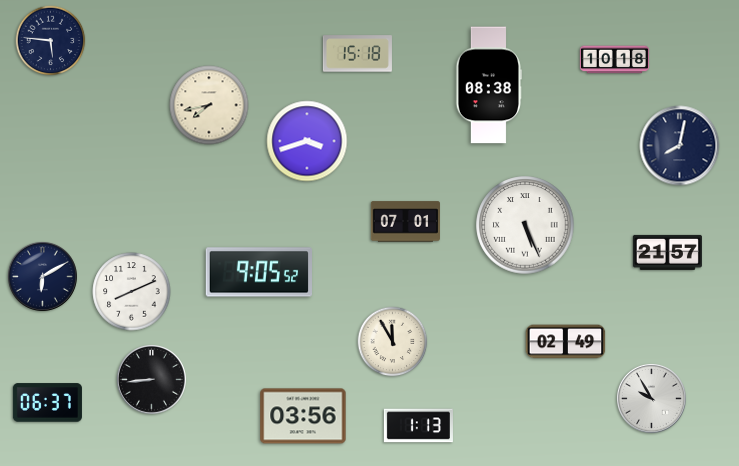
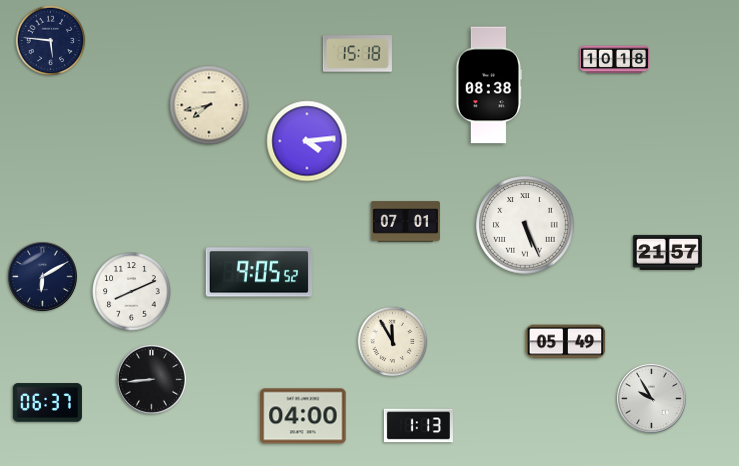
clock at (307, 141): 3:42 -> 4:14
clock at (680, 146): 8:02 -> none
clock at (566, 342): 02:49 -> 05:49
clock at (303, 416): 03:56 -> 04:00
